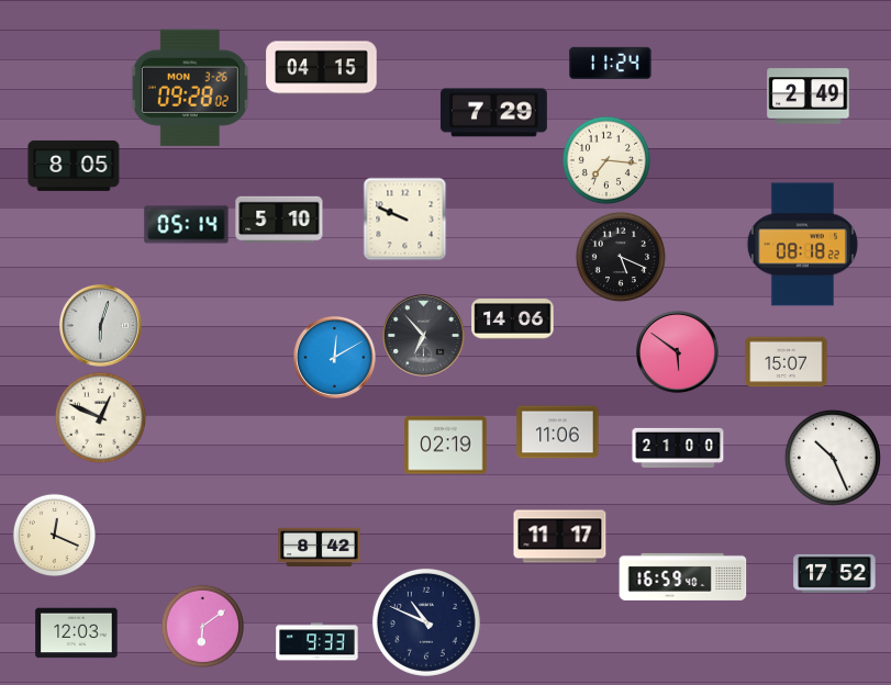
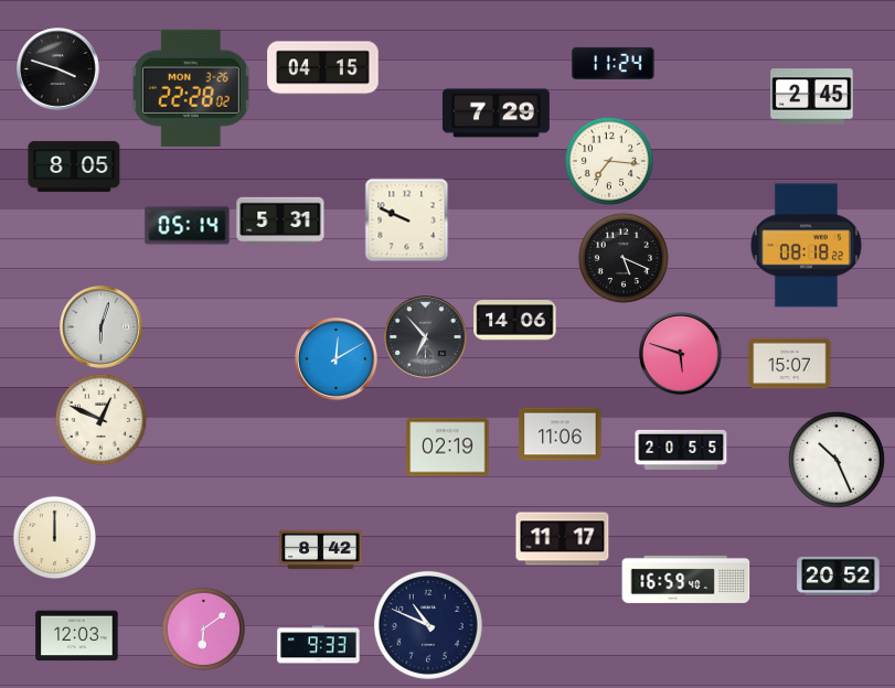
clock at (58, 69): none -> 3:48
clock at (190, 88): 09:28 -> 22:28
clock at (809, 97): 2:49 -> 2:45
clock at (279, 220): 5:10 -> 5:31
clock at (678, 352): 5:51 -> 5:48
clock at (678, 448): 21:00 -> 20:55
clock at (54, 535): 12:19 -> 12:00
clock at (835, 573): 17:52 -> 20:52
